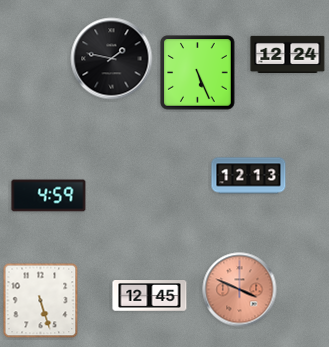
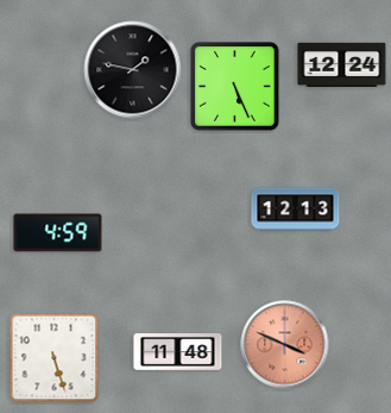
clock at (150, 296): 12:45 -> 11:48
clock at (41, 301) position: (41, 301) -> (55, 358)
